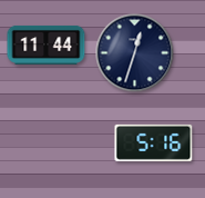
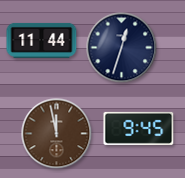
clock at (154, 142): 5:16 -> 9:45
clock at (57, 134): none -> 11:58
